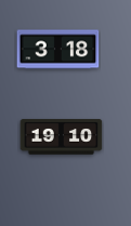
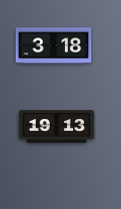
clock at (62, 137): 19:10 -> 19:13
